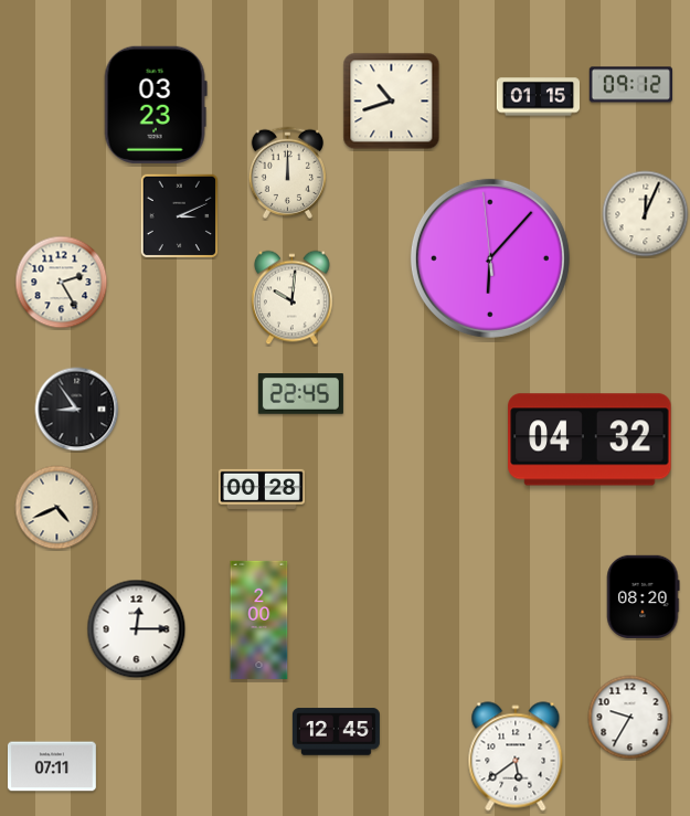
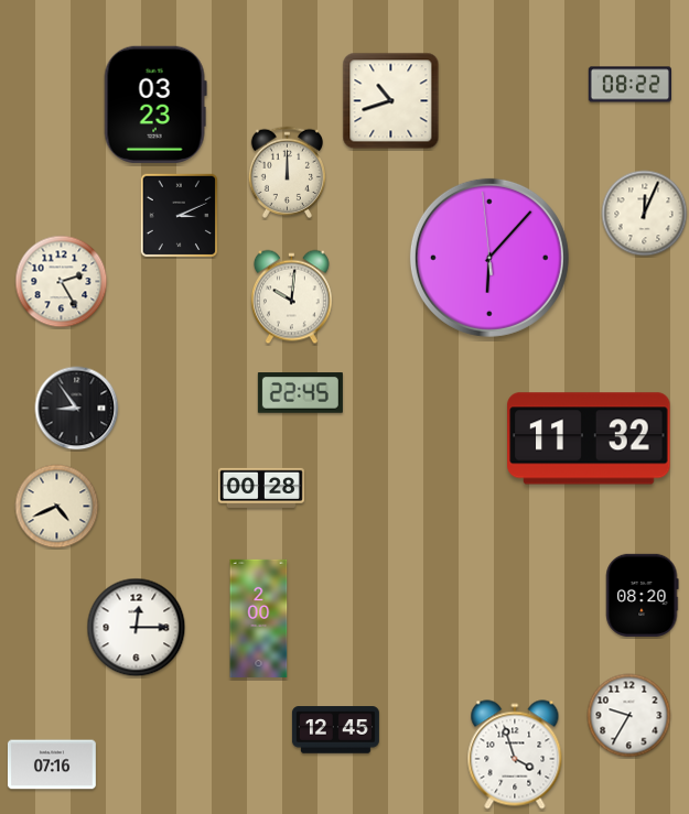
clock at (630, 85): 09:12 -> 08:22
clock at (538, 97): 01:15 -> none
clock at (590, 439): 04:32 -> 11:32
clock at (516, 756): 5:39 -> 3:57
clock at (52, 766): 07:11 -> 07:16
